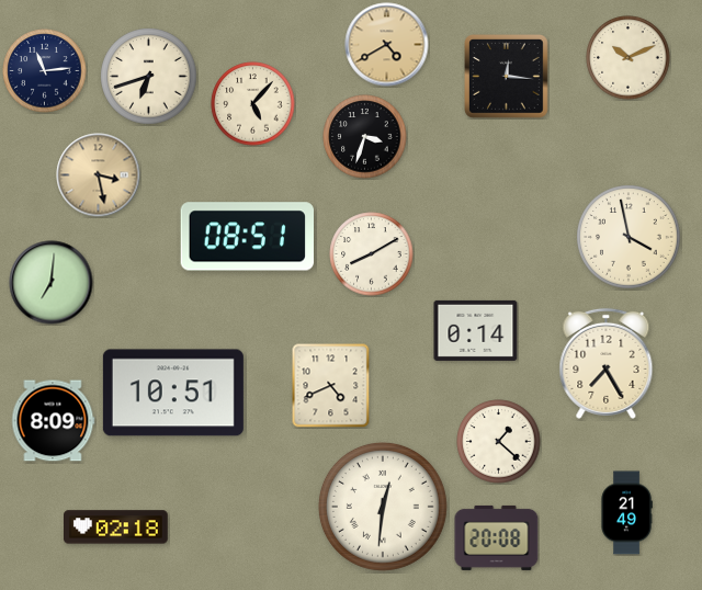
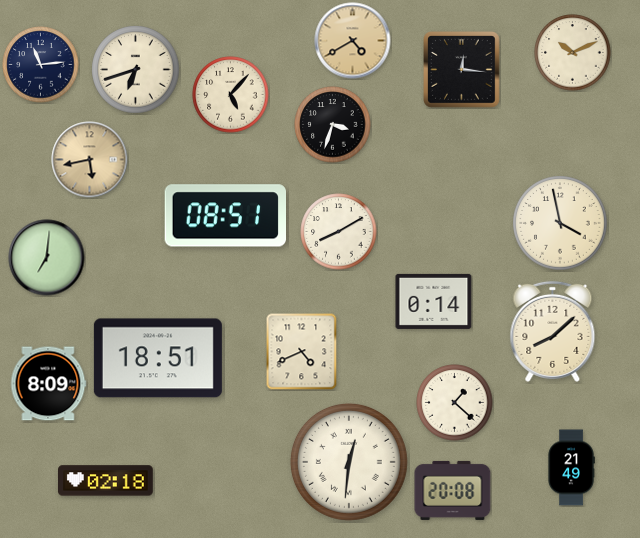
clock at (99, 175): 3:28 -> 5:43
clock at (629, 237) position: (629, 237) -> (560, 223)
clock at (607, 363): 7:25 -> 8:08
clock at (173, 393): 10:51 -> 18:51
